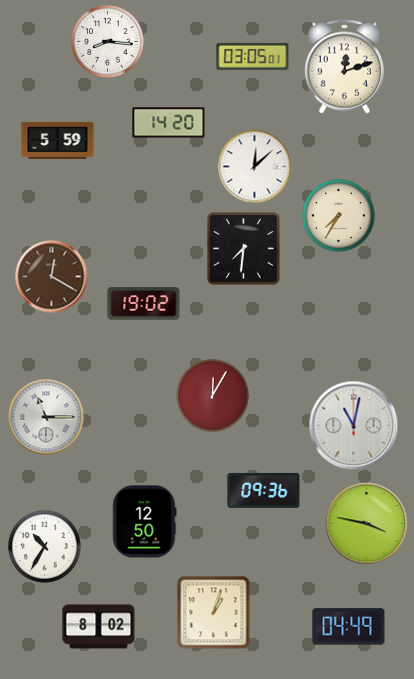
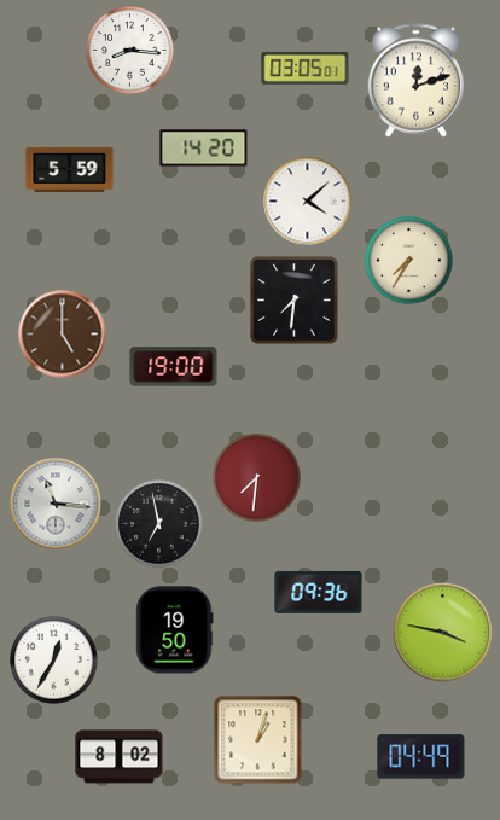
clock at (255, 167): 12:08 -> 4:08
clock at (52, 277): 12:20 -> 5:00
clock at (144, 304): 19:02 -> 19:00
clock at (213, 396): 12:05 -> 7:31
clock at (46, 417): 11:15 -> 11:16
clock at (354, 426): 11:02 -> none
clock at (159, 524): none -> 6:58
clock at (145, 522): 12:50 -> 19:50
clock at (45, 547): 10:35 -> 12:35
